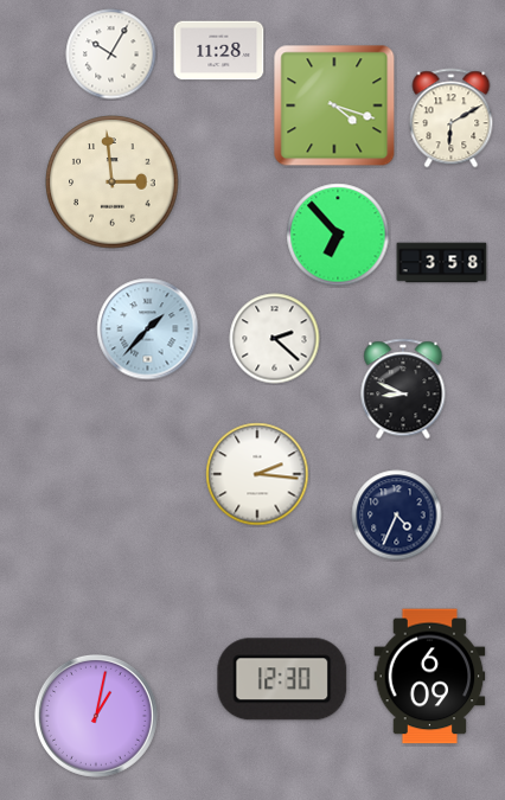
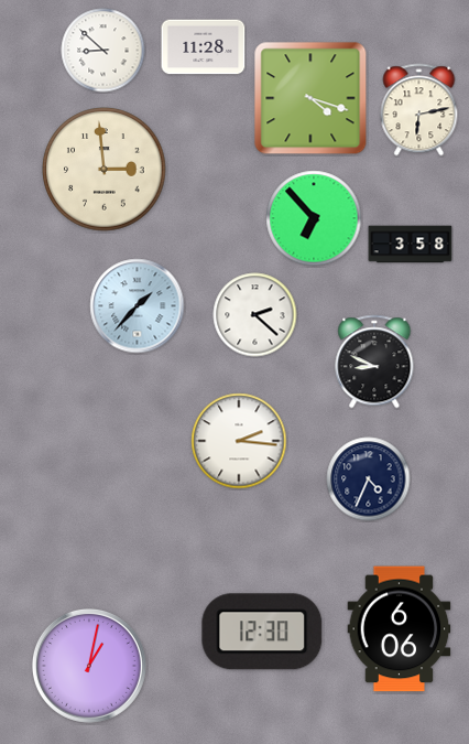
clock at (111, 55): 10:05 -> 8:52
clock at (452, 119): 6:10 -> 6:13
clock at (430, 677): 6:09 -> 6:06
